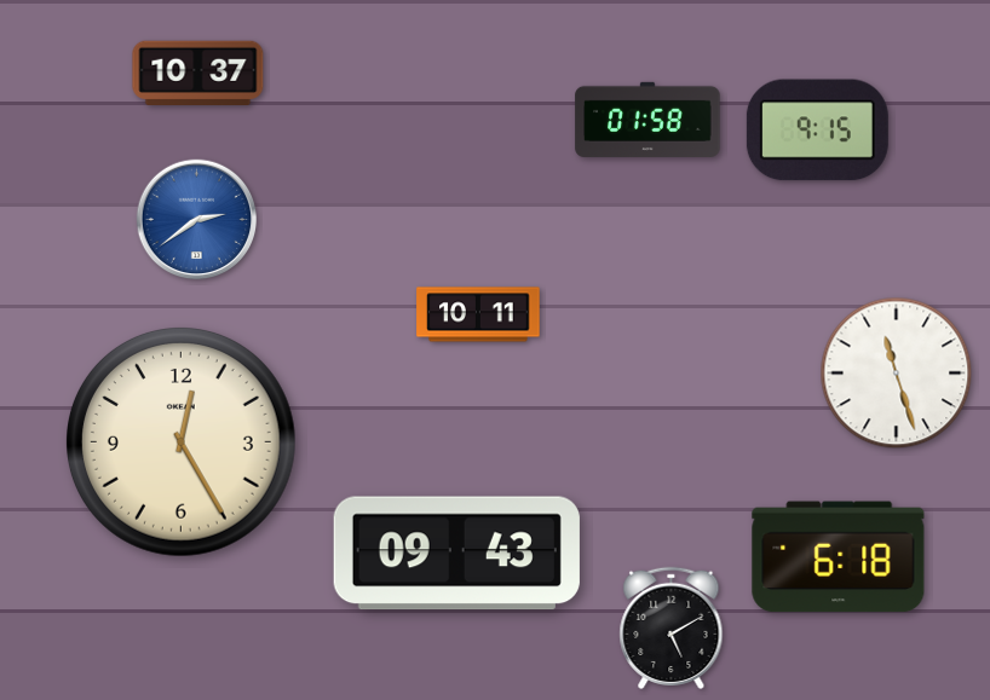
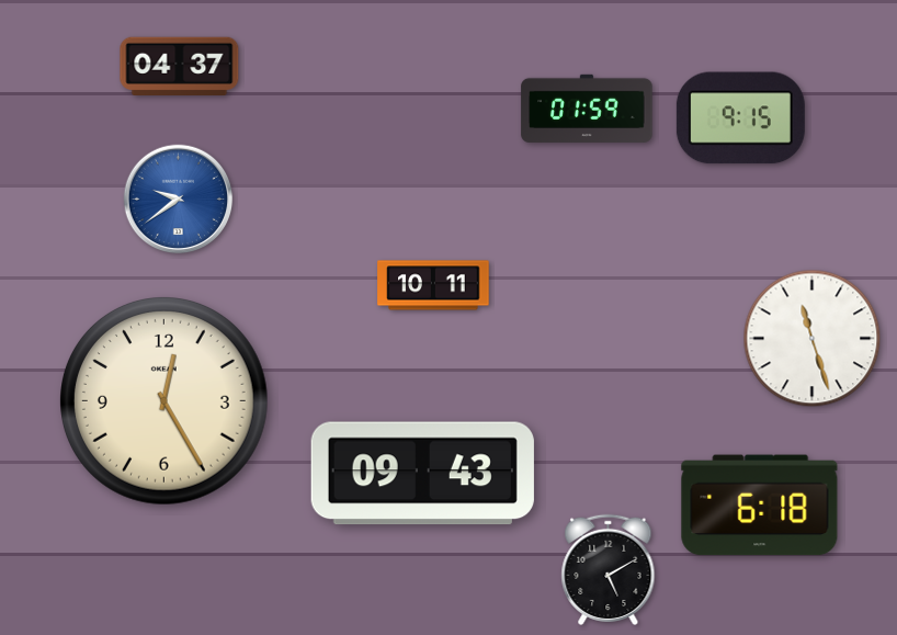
clock at (198, 73): 10:37 -> 04:37
clock at (647, 120): 01:58 -> 01:59
clock at (197, 220): 2:39 -> 9:39
clock at (456, 554) position: (456, 554) -> (422, 474)
